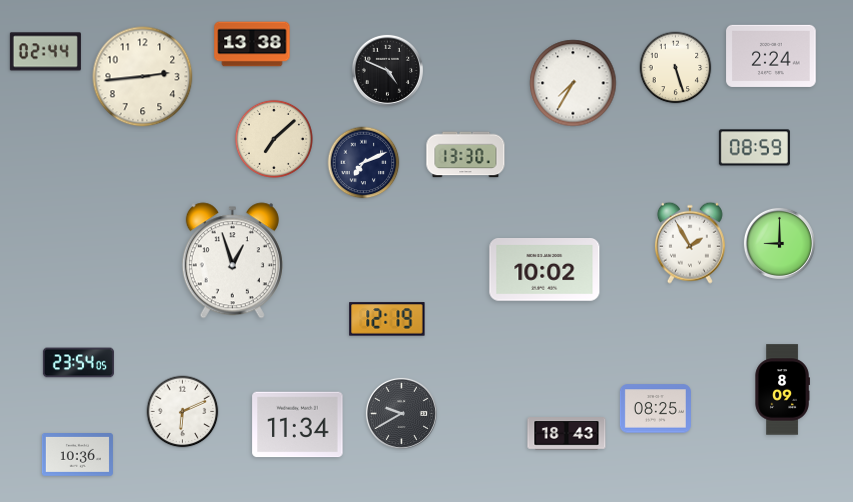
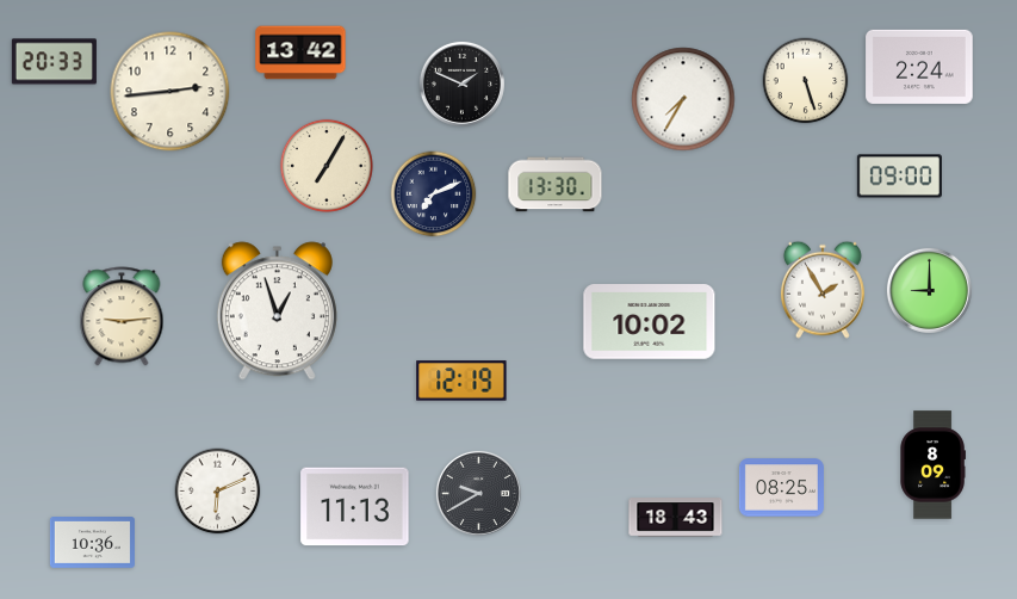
clock at (252, 44): 13:38 -> 13:42
clock at (45, 52): 02:44 -> 20:33
clock at (387, 70): 4:49 -> 1:49
clock at (274, 139): 7:08 -> 7:05
clock at (754, 148): 08:59 -> 09:00
clock at (122, 316): none -> 9:14
clock at (78, 363): 23:54 -> none
clock at (298, 425): 11:34 -> 11:13
